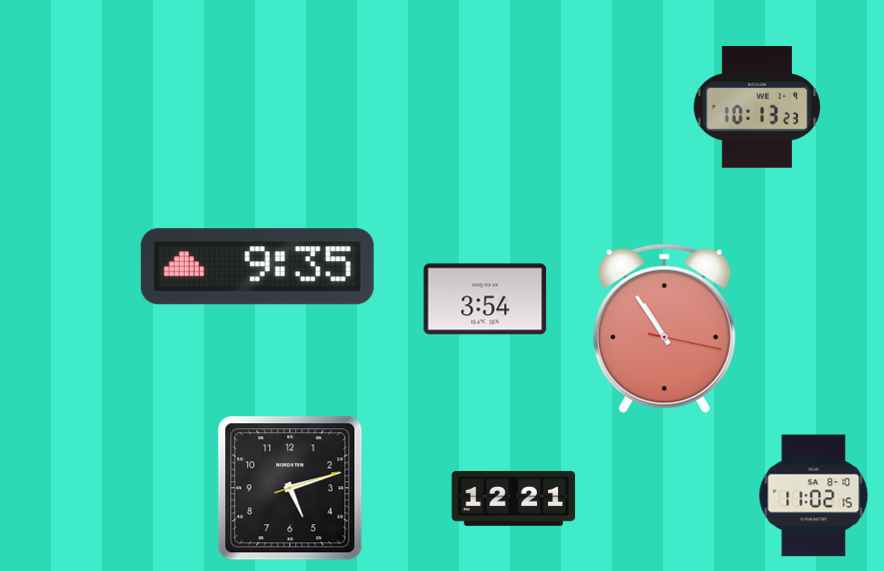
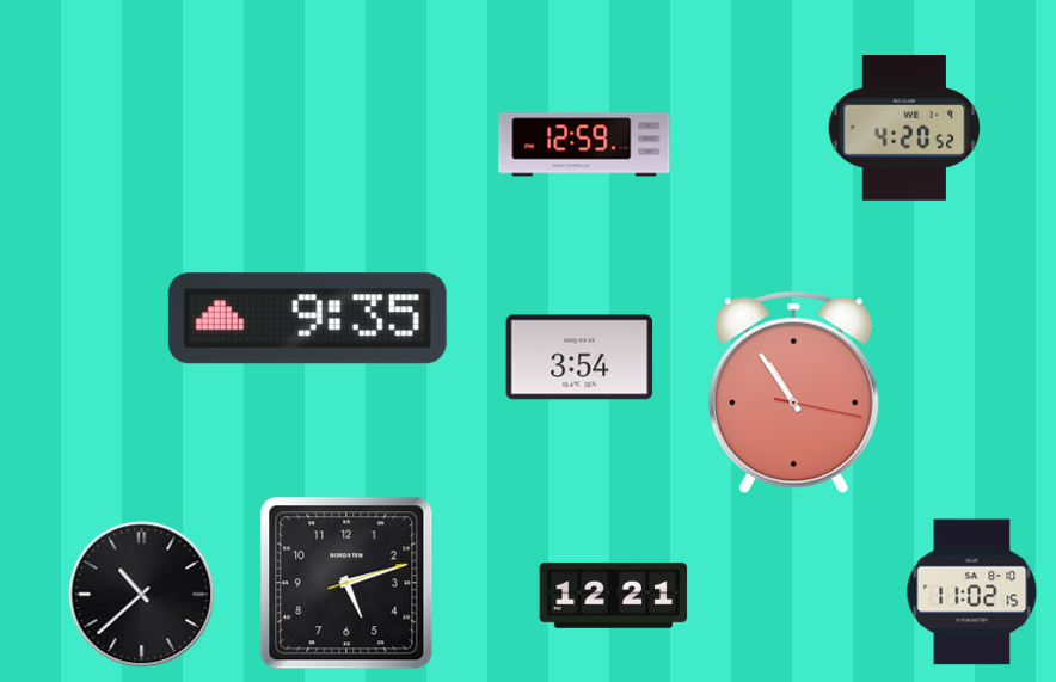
clock at (757, 107): 10:13 -> 4:20
clock at (584, 145): none -> 12:59
clock at (142, 595): none -> 10:38
